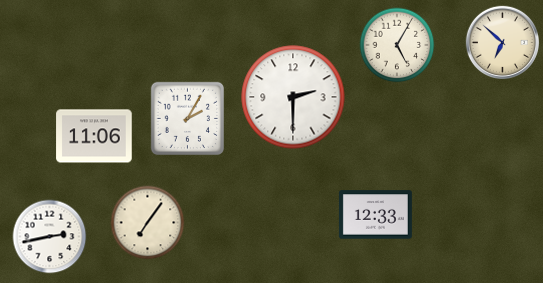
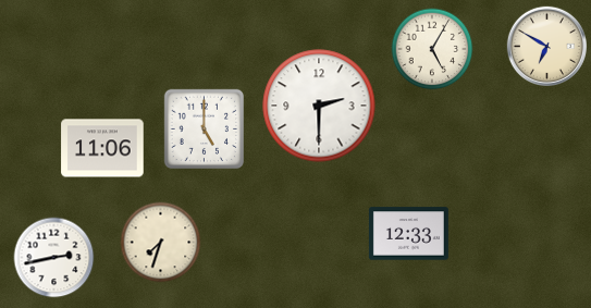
clock at (502, 42): 6:52 -> 6:50
clock at (187, 118): 2:05 -> 5:00
clock at (148, 223): 7:06 -> 7:33
